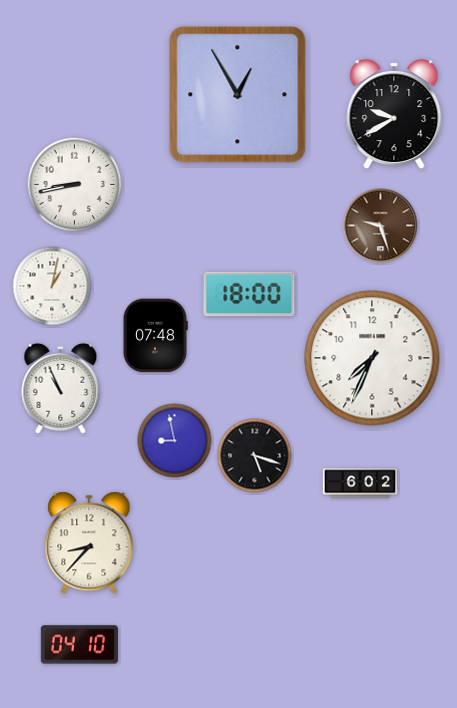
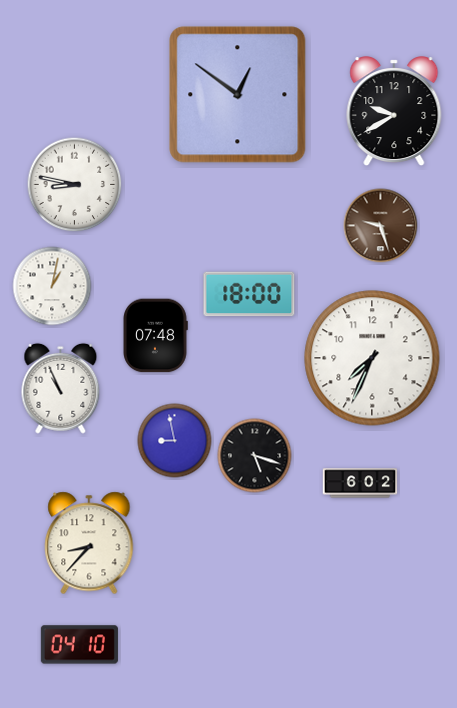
clock at (238, 95): 12:55 -> 12:51
clock at (394, 115) position: (394, 115) -> (394, 112)
clock at (75, 185): 8:43 -> 8:47
